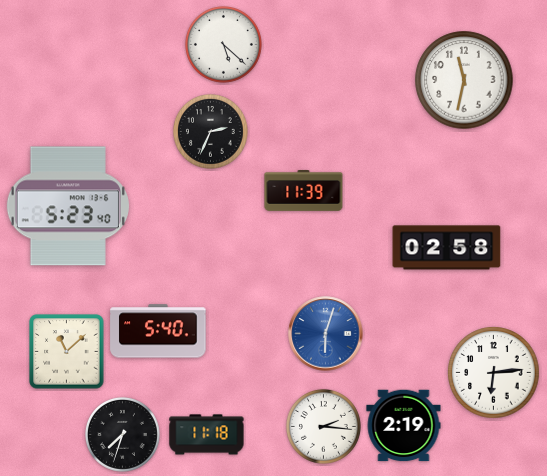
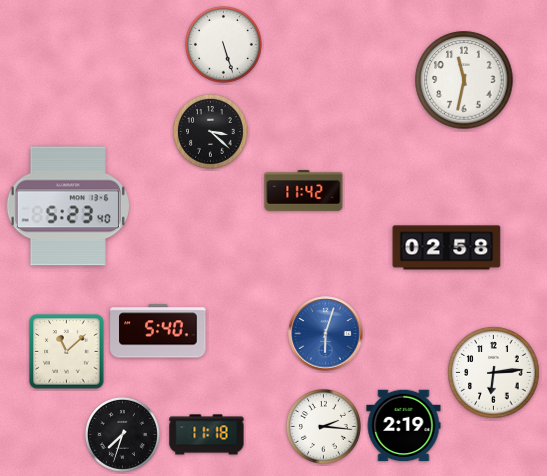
clock at (224, 45): 5:22 -> 5:27
clock at (210, 131): 2:34 -> 3:22
clock at (304, 191): 11:39 -> 11:42
